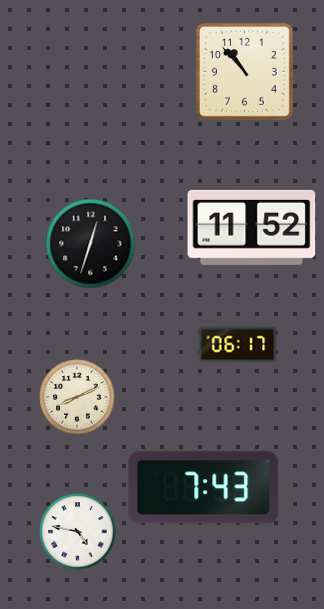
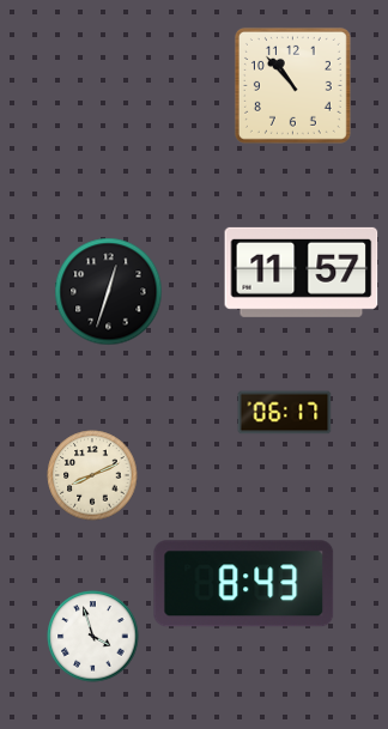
clock at (252, 227): 11:52 -> 11:57
clock at (204, 488): 7:43 -> 8:43
clock at (78, 532): 4:47 -> 3:57
